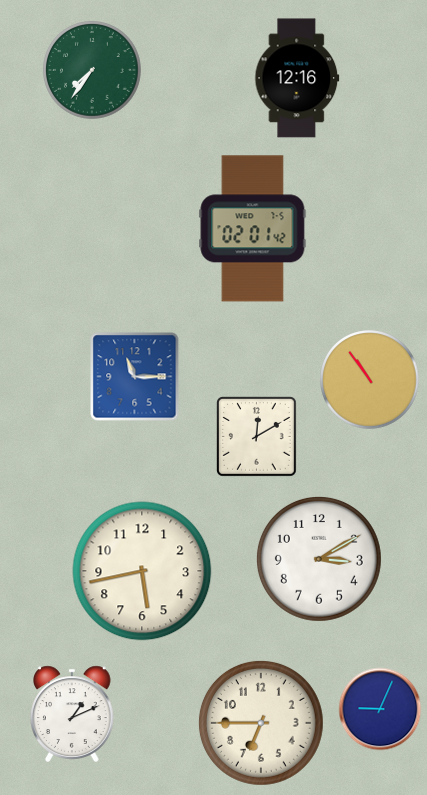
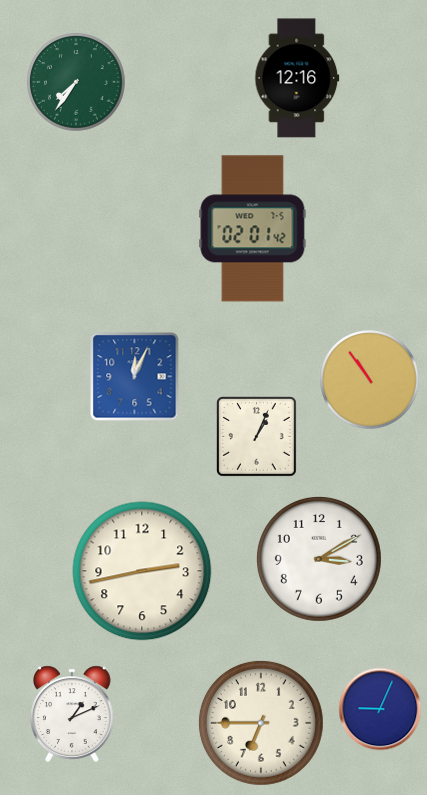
clock at (93, 71) position: (93, 71) -> (77, 83)
clock at (135, 377): 11:15 -> 12:04
clock at (257, 437): 12:10 -> 1:04
clock at (142, 571): 5:43 -> 2:43
